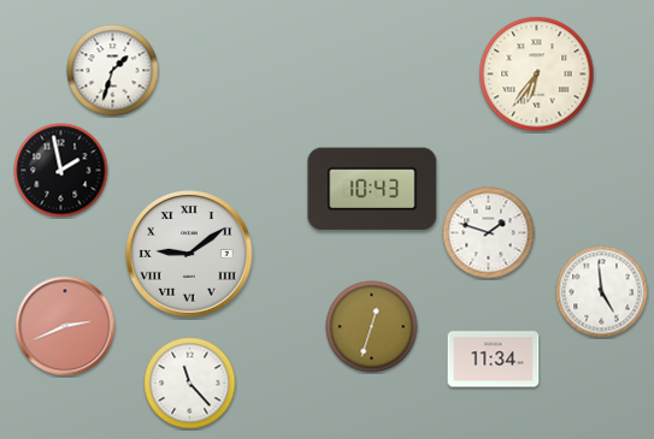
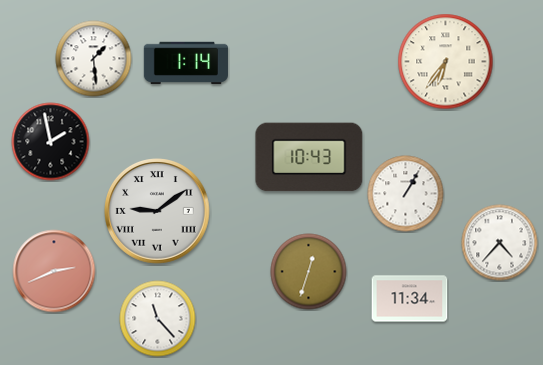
clock at (113, 71): 1:33 -> 1:29
clock at (186, 63): none -> 1:14
clock at (489, 233): 1:48 -> 1:05
clock at (602, 292): 4:59 -> 4:37
